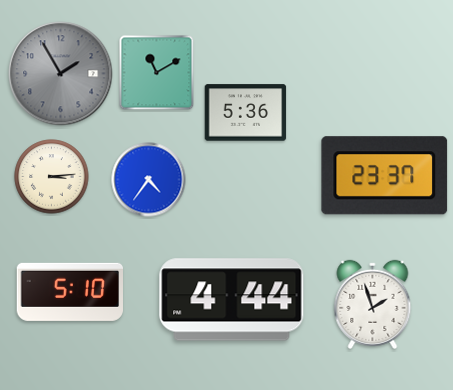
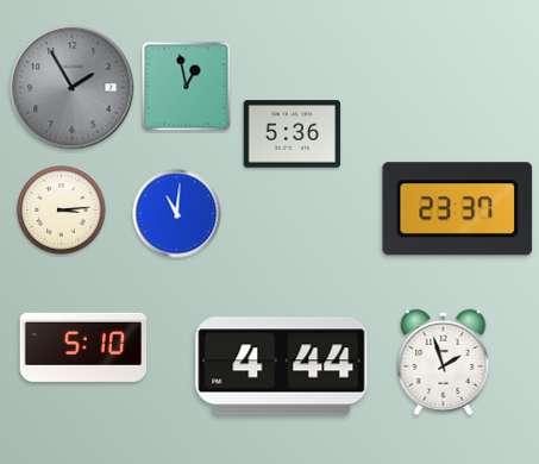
clock at (157, 73): 11:10 -> 12:58
clock at (149, 180): 4:36 -> 11:01
clock at (232, 300) position: (232, 300) -> (282, 366)
